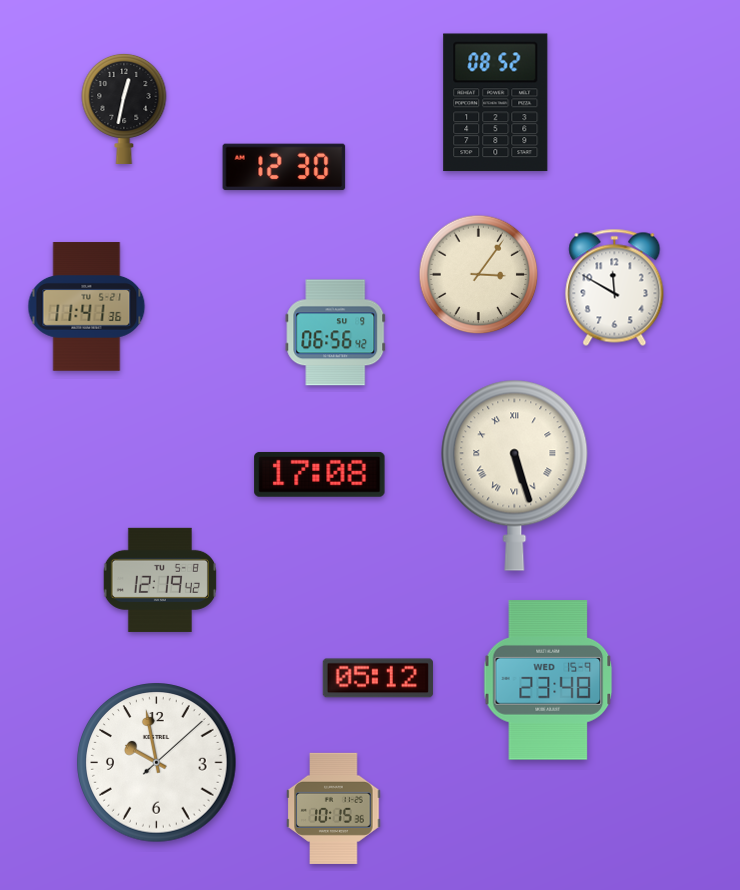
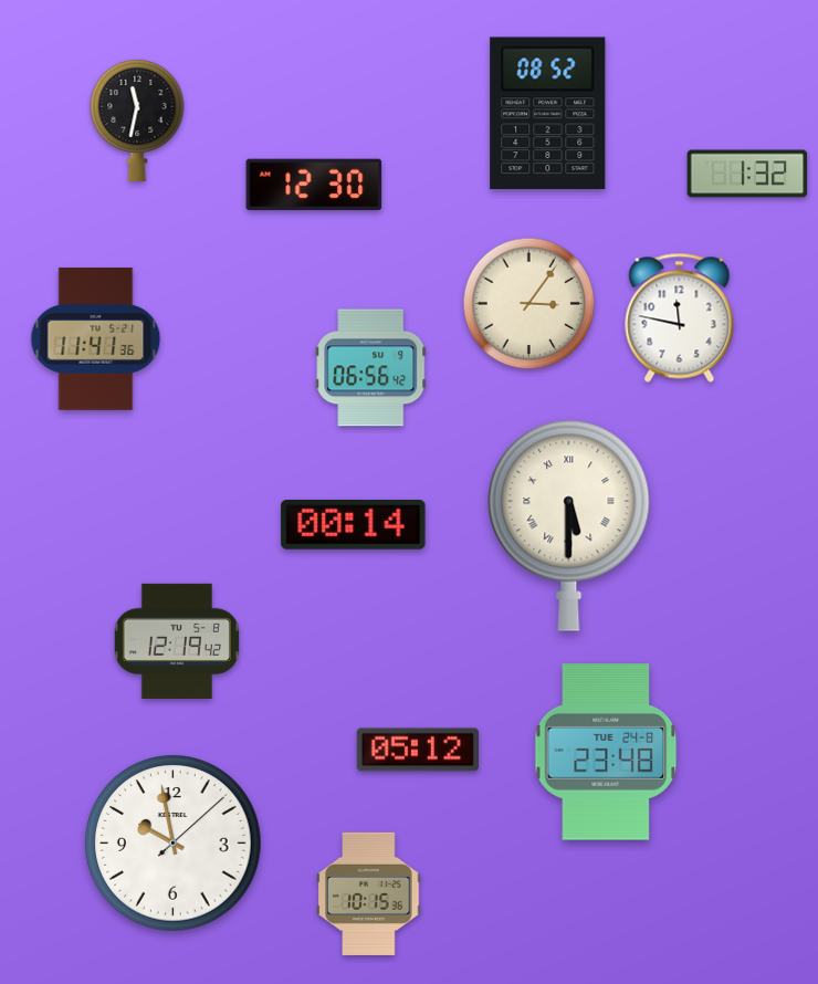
clock at (124, 108): 12:32 -> 11:32
clock at (747, 174): none -> 1:32
clock at (615, 287): 11:50 -> 11:47
clock at (320, 474): 17:08 -> 00:14
clock at (515, 475): 5:27 -> 5:30
clock at (548, 680) date: WED 15-9 -> TUE 24-8
